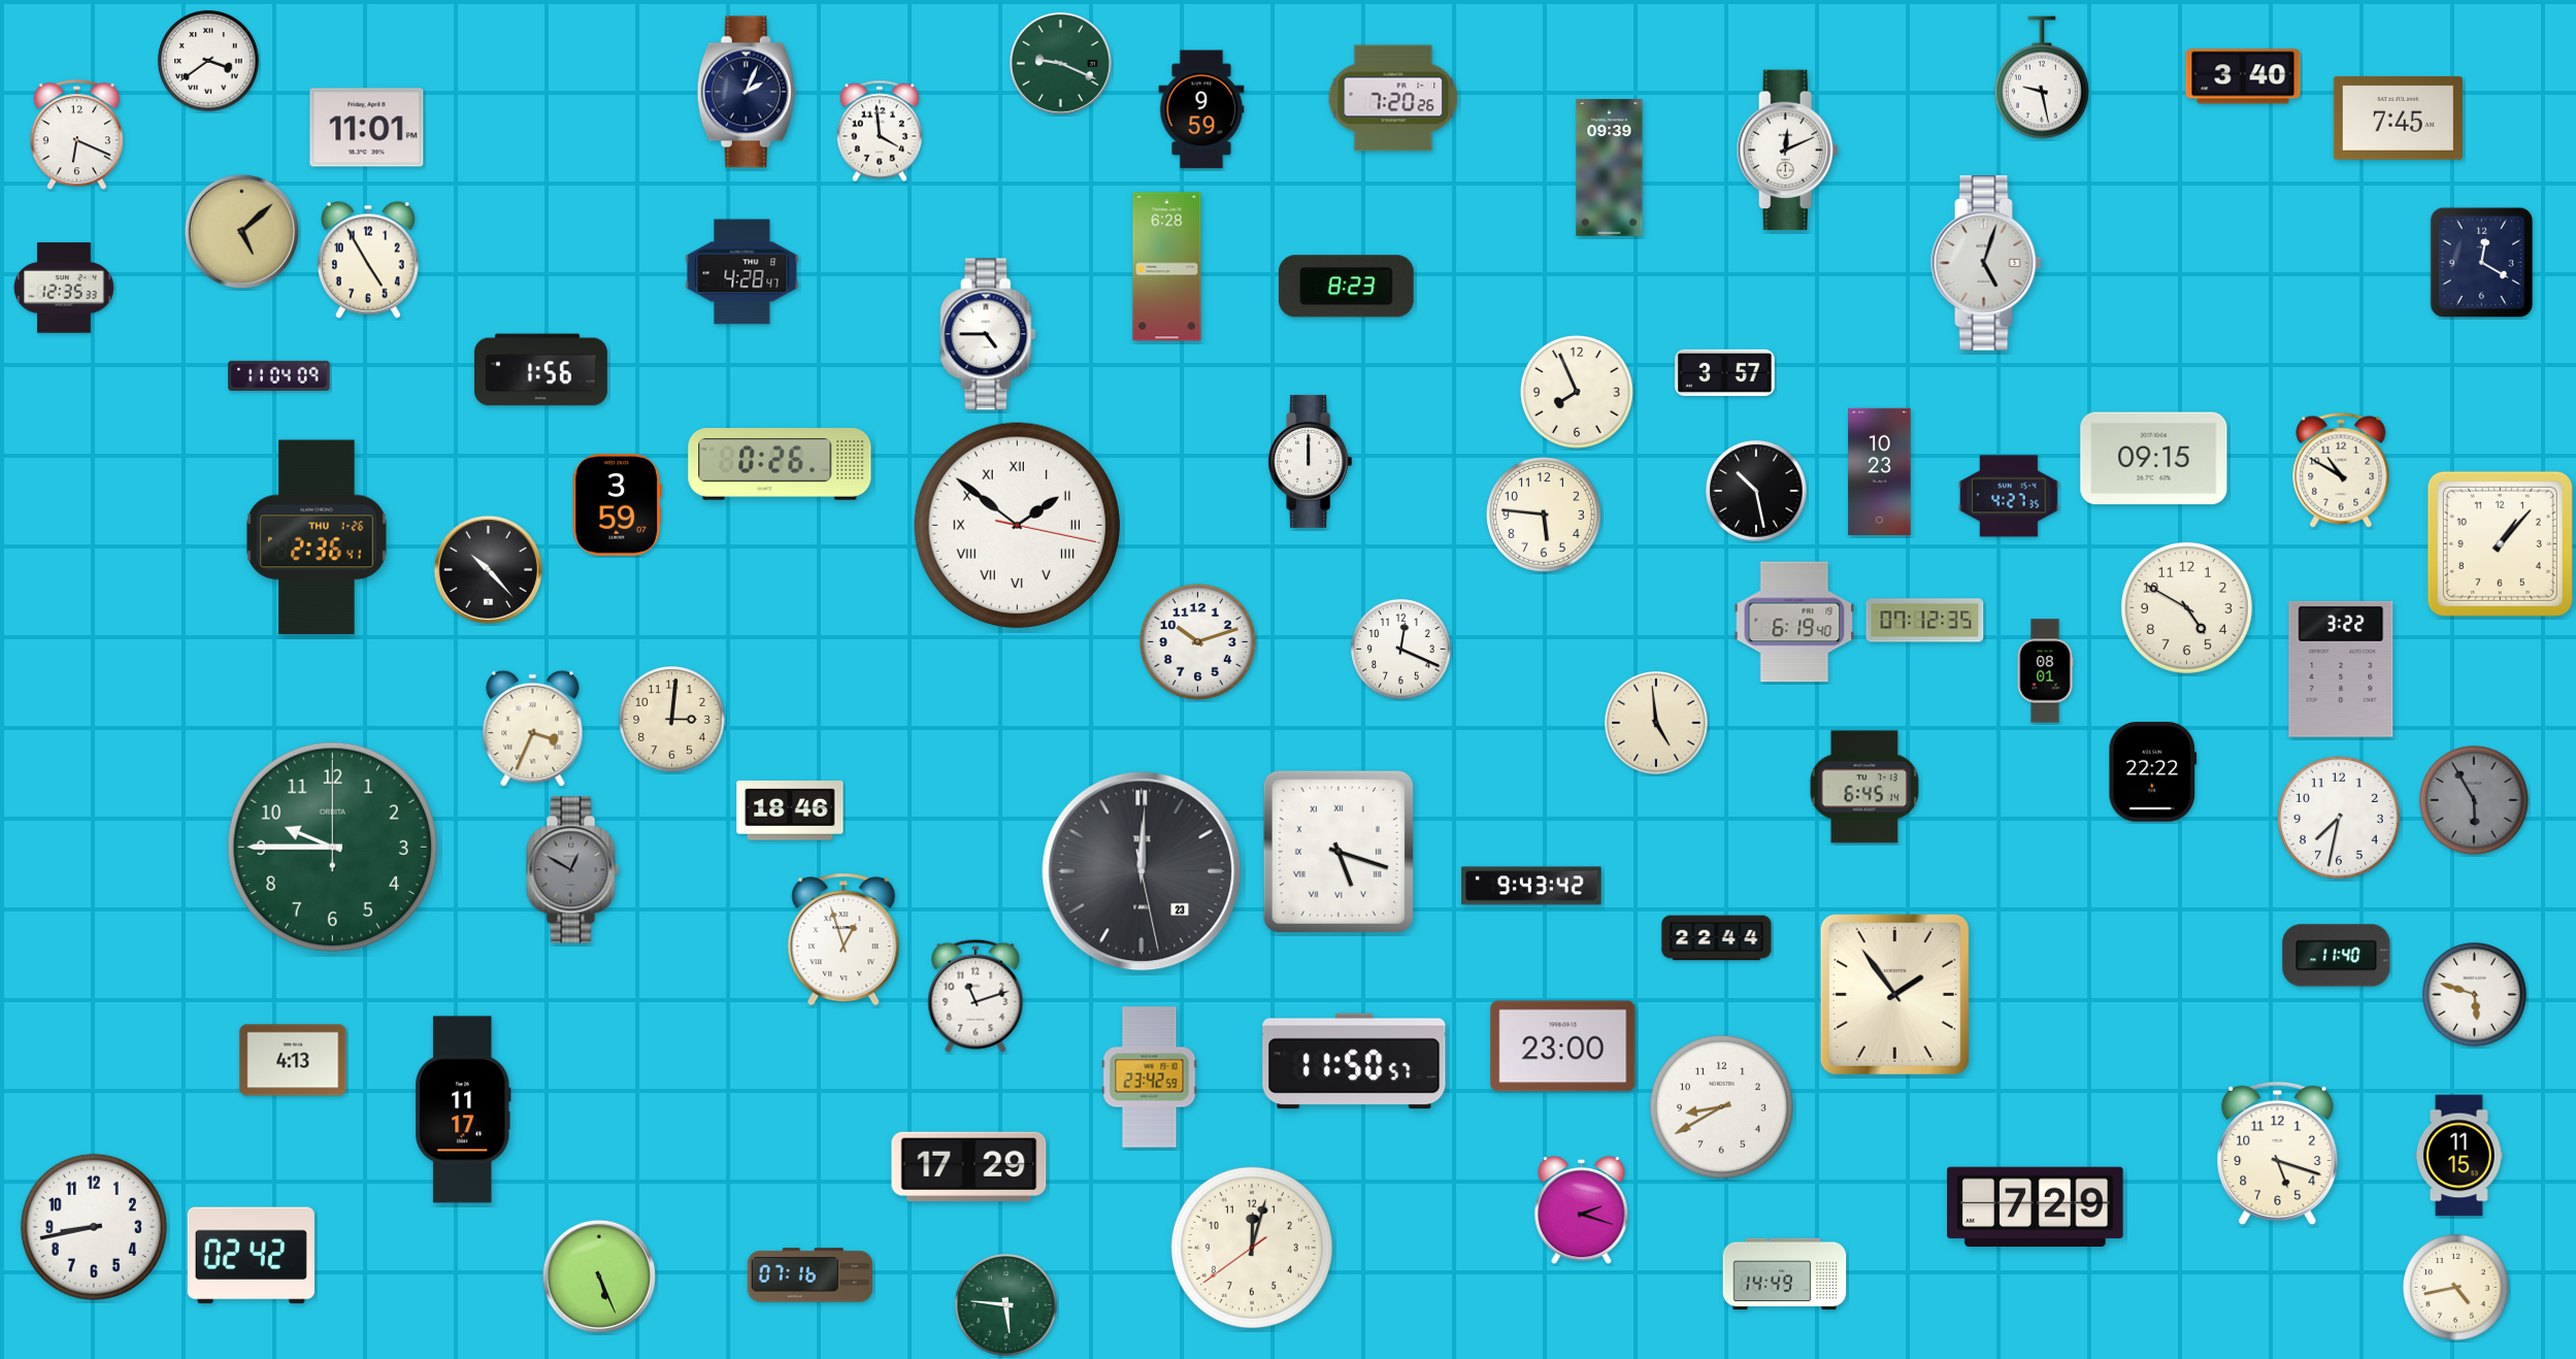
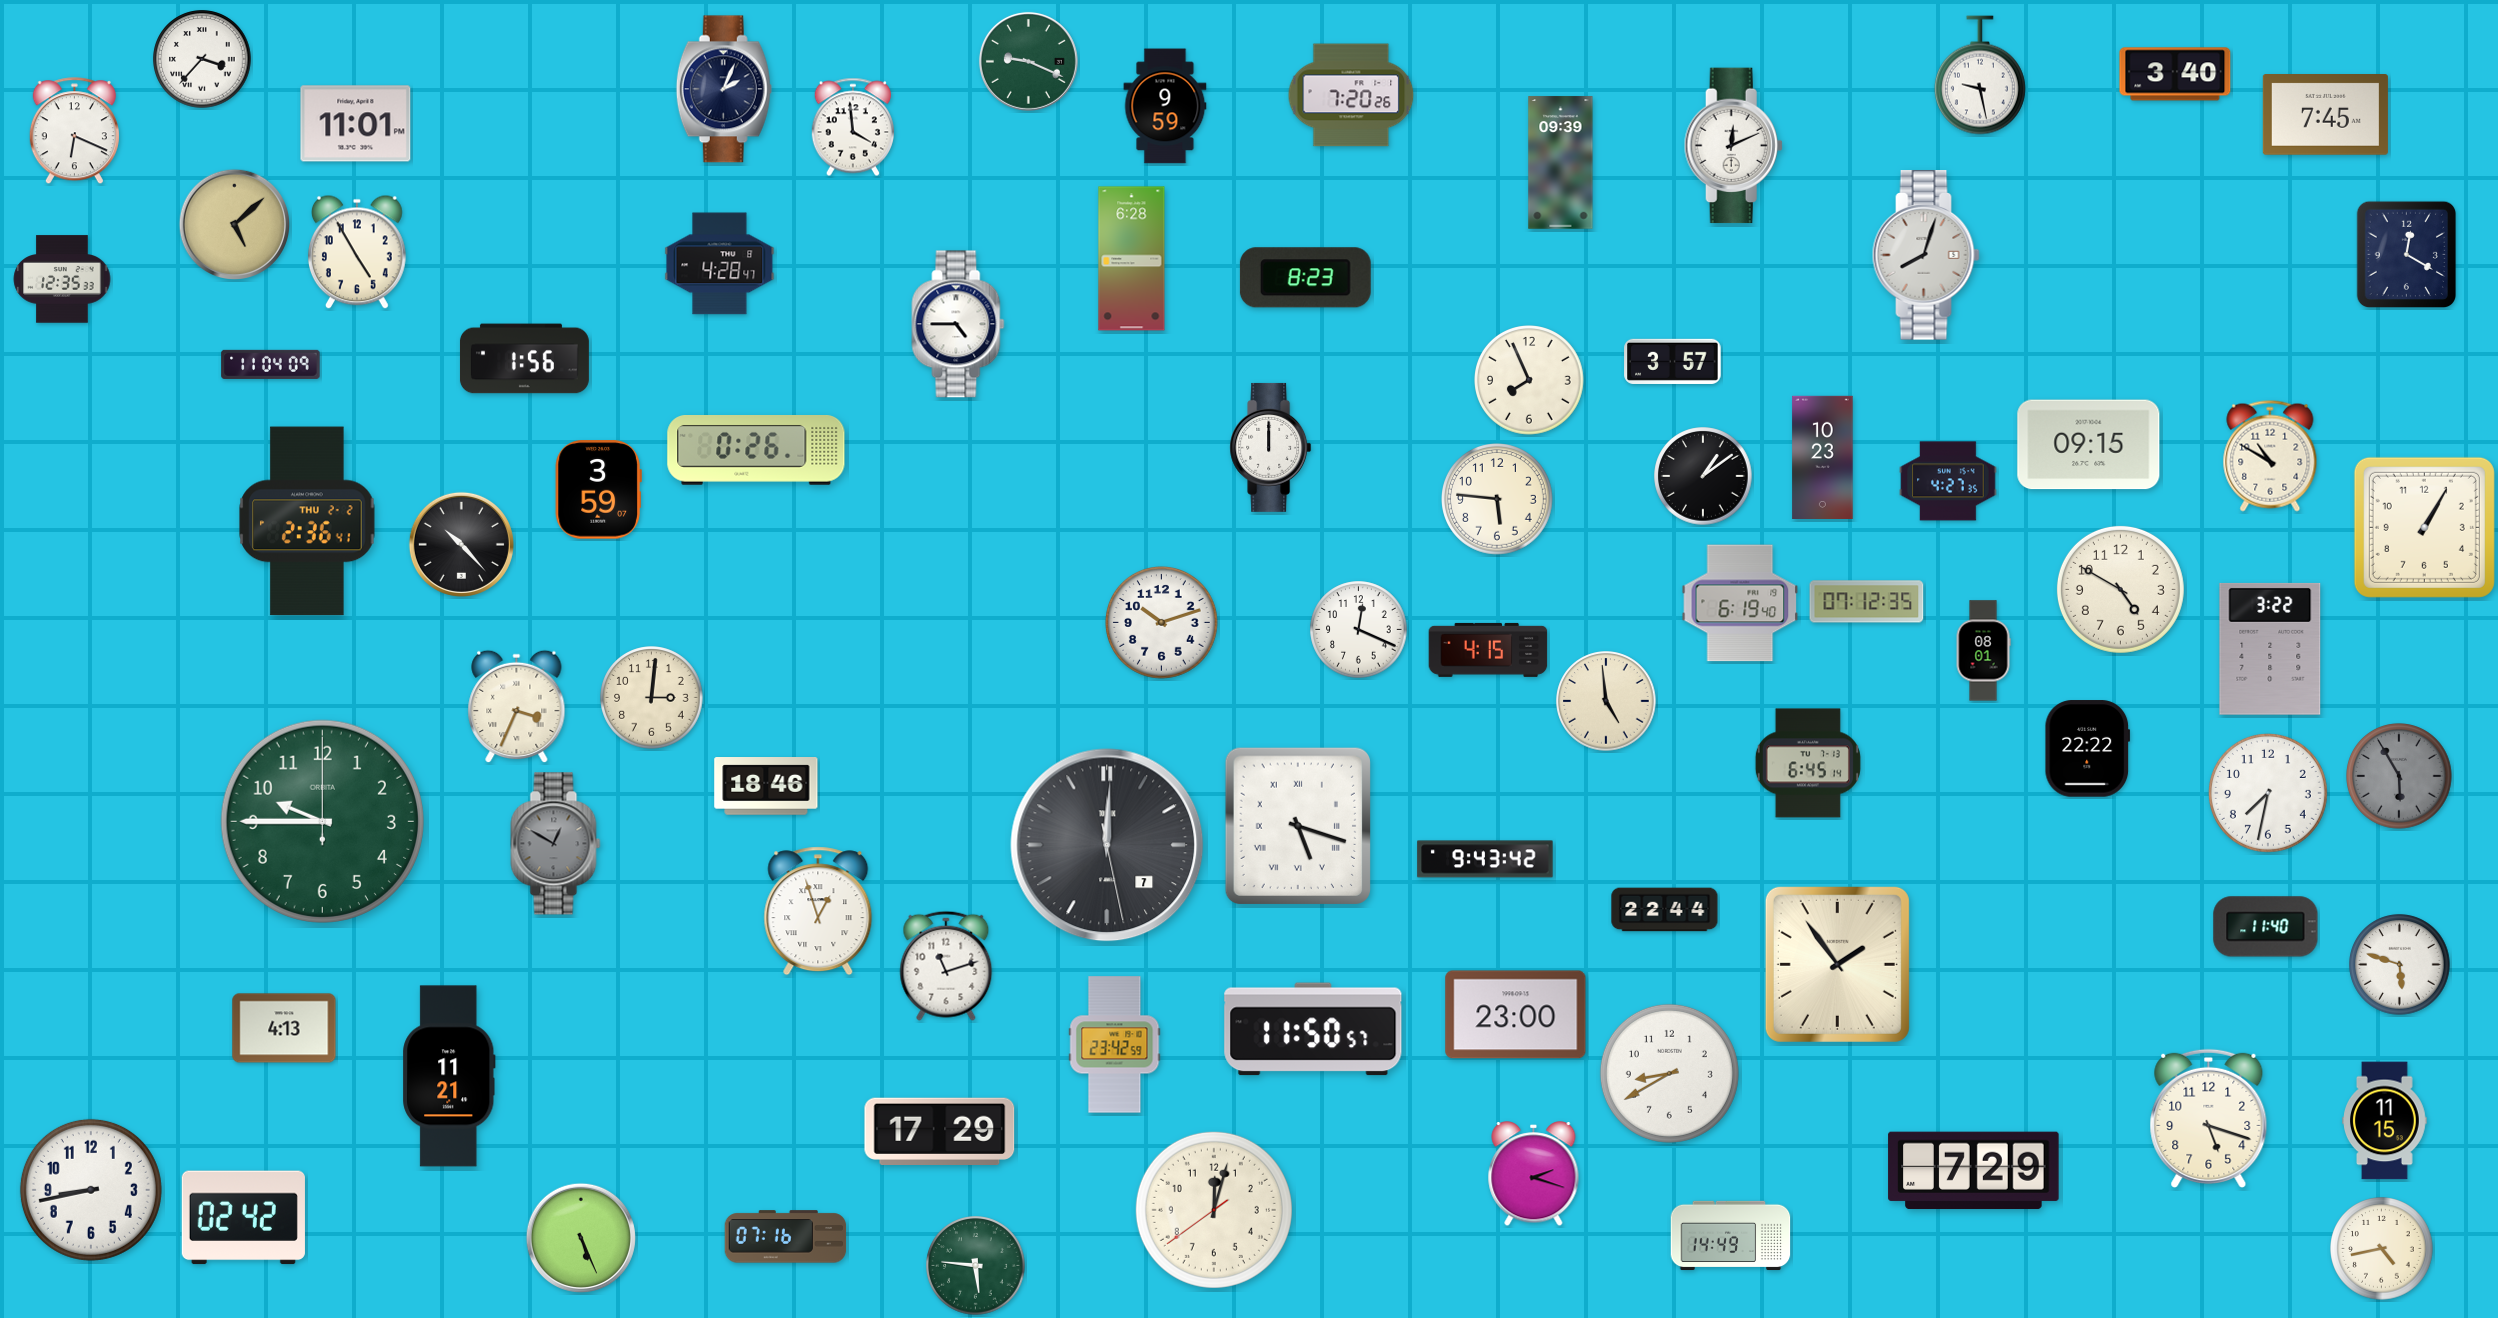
clock at (208, 61): 3:39 -> 3:37
clock at (1986, 263): 5:03 -> 8:03
clock at (1756, 491): 10:28 -> 1:09
clock at (1017, 525): 1:51 -> none
clock at (317, 537) date: THU 1-26 -> THU 2-2
clock at (2500, 543): 1:07 -> 1:05
clock at (488, 569) position: (488, 569) -> (461, 544)
clock at (1488, 650): none -> 4:15
clock at (1142, 871) date: 23 -> 7
clock at (463, 1109): 11:17 -> 11:21
